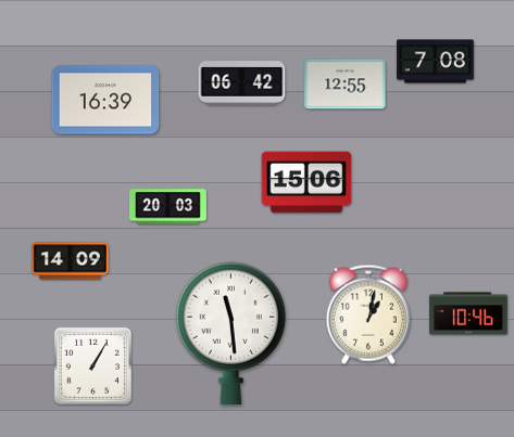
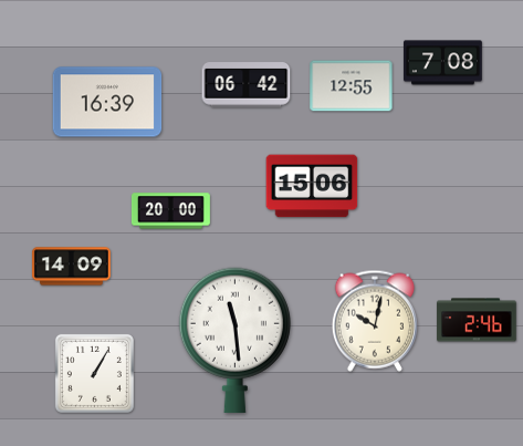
clock at (167, 207): 20:03 -> 20:00
clock at (468, 313): 10:46 -> 2:46
clock at (368, 314): 1:02 -> 10:02
